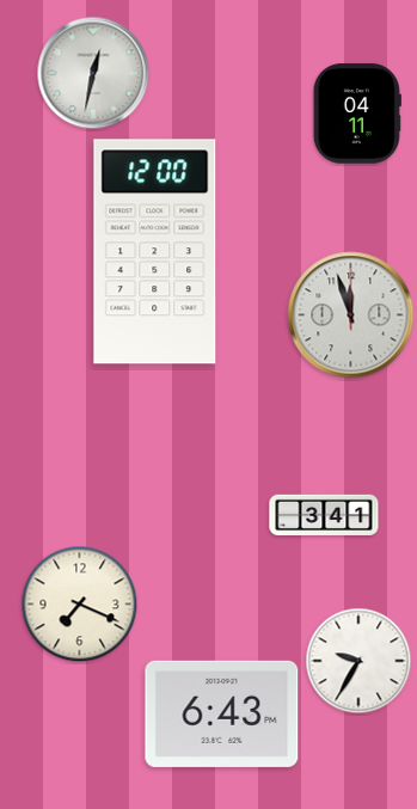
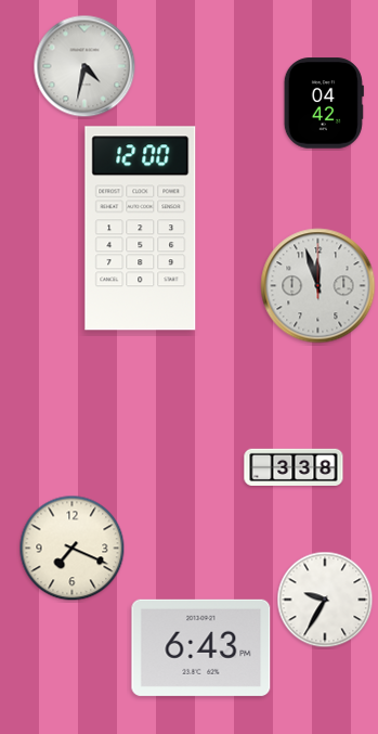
clock at (93, 73): 12:32 -> 4:32
clock at (357, 114): 04:11 -> 04:42
clock at (324, 515): 3:41 -> 3:38
